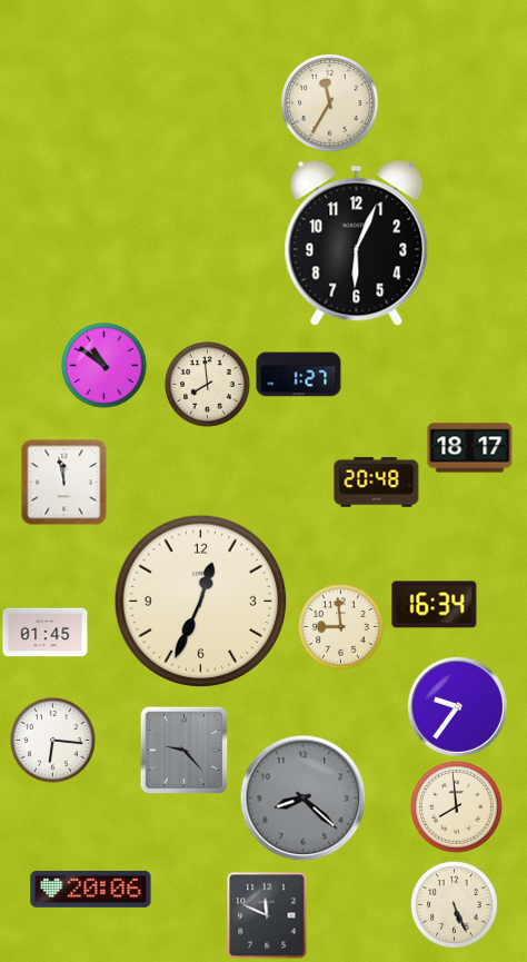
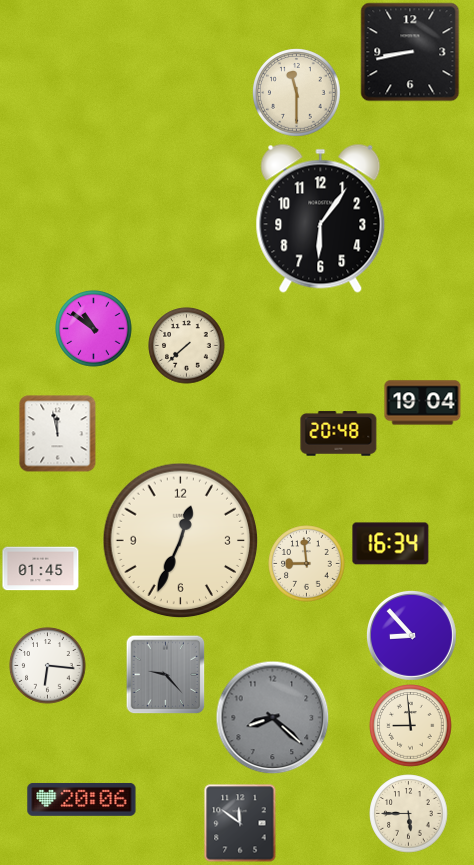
clock at (410, 52): none -> 8:43
clock at (330, 103): 11:35 -> 11:30
clock at (357, 242): 6:04 -> 6:06
clock at (299, 375): 1:27 -> none
clock at (208, 385): 7:59 -> 7:38
clock at (470, 448): 18:17 -> 19:04
clock at (458, 707): 9:36 -> 8:53
clock at (457, 807): 7:59 -> 8:59
clock at (455, 905): 5:26 -> 5:45
clock at (267, 915): 11:49 -> 11:51
